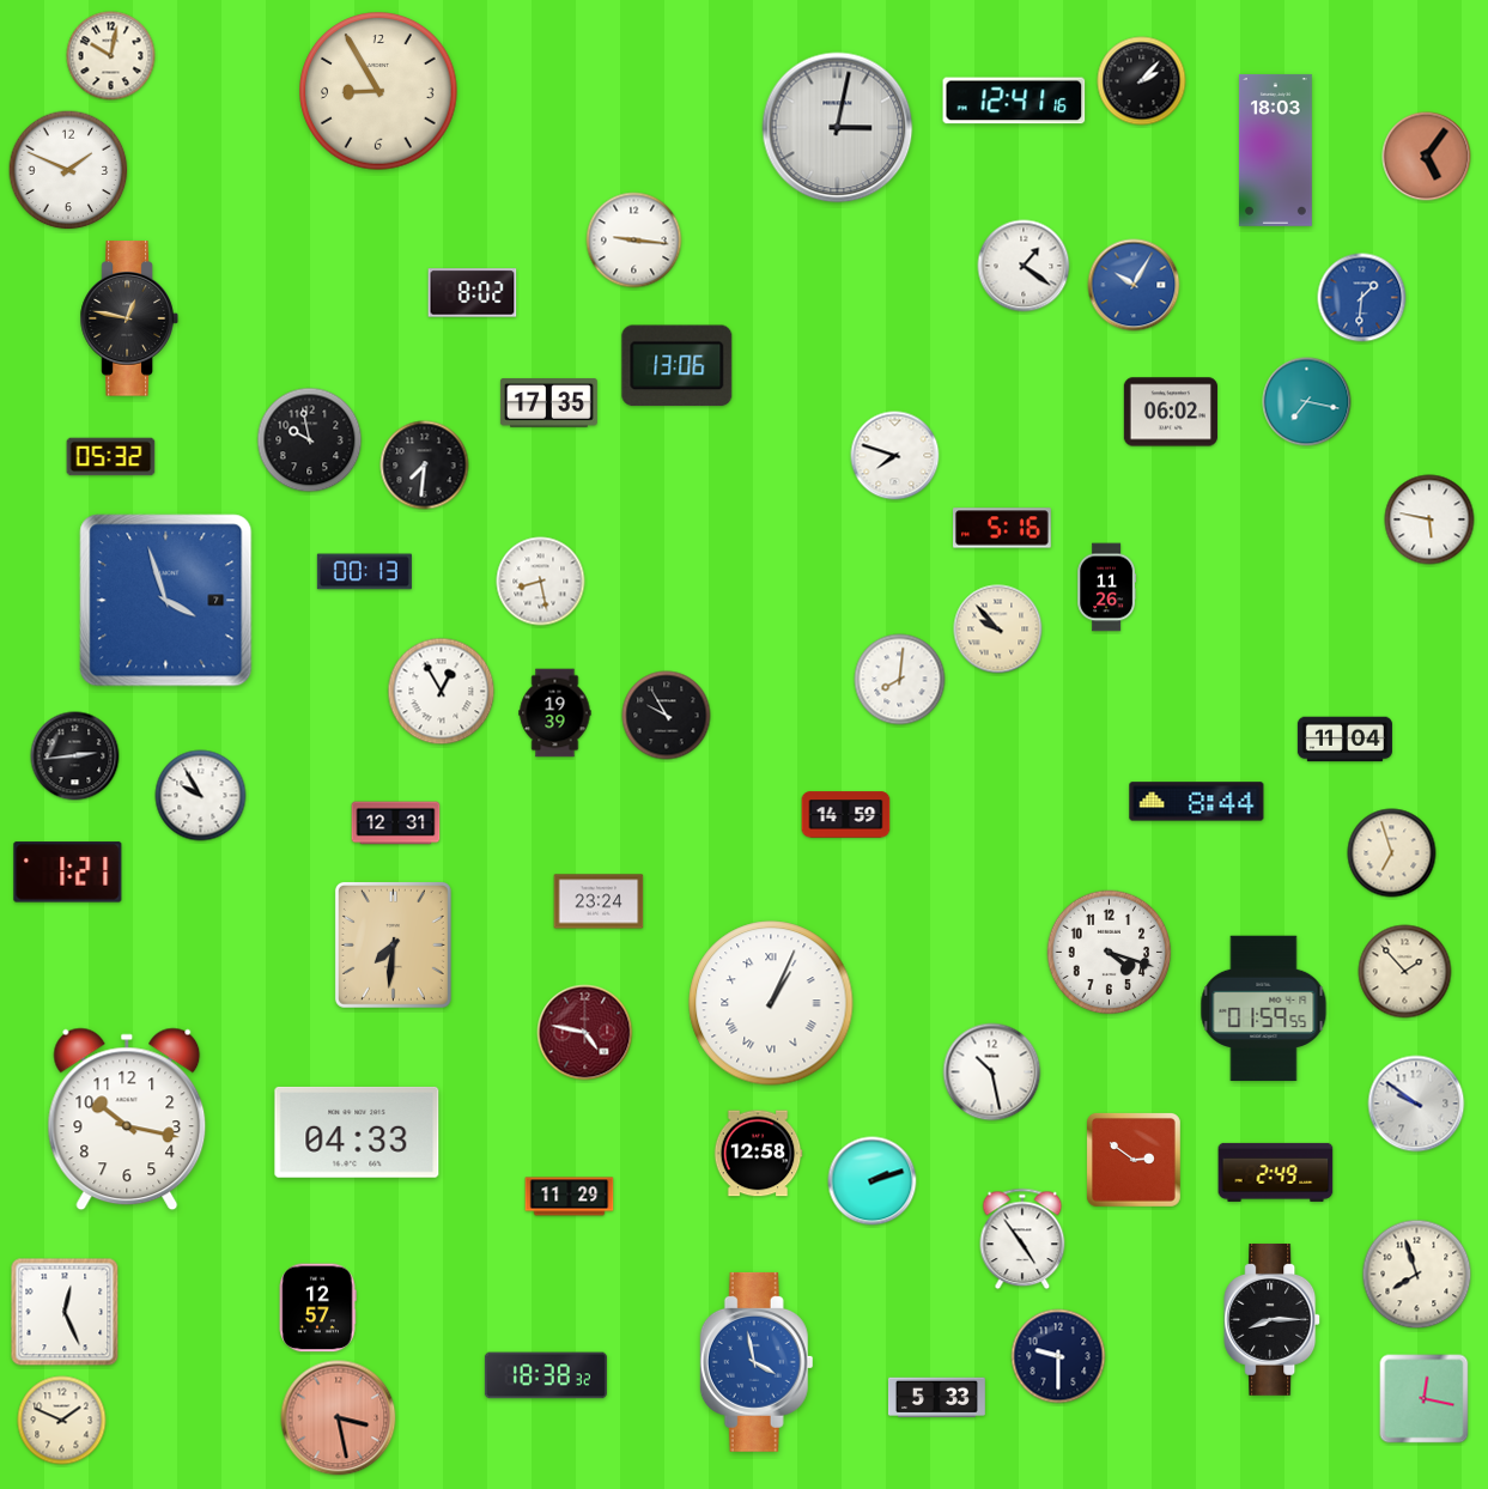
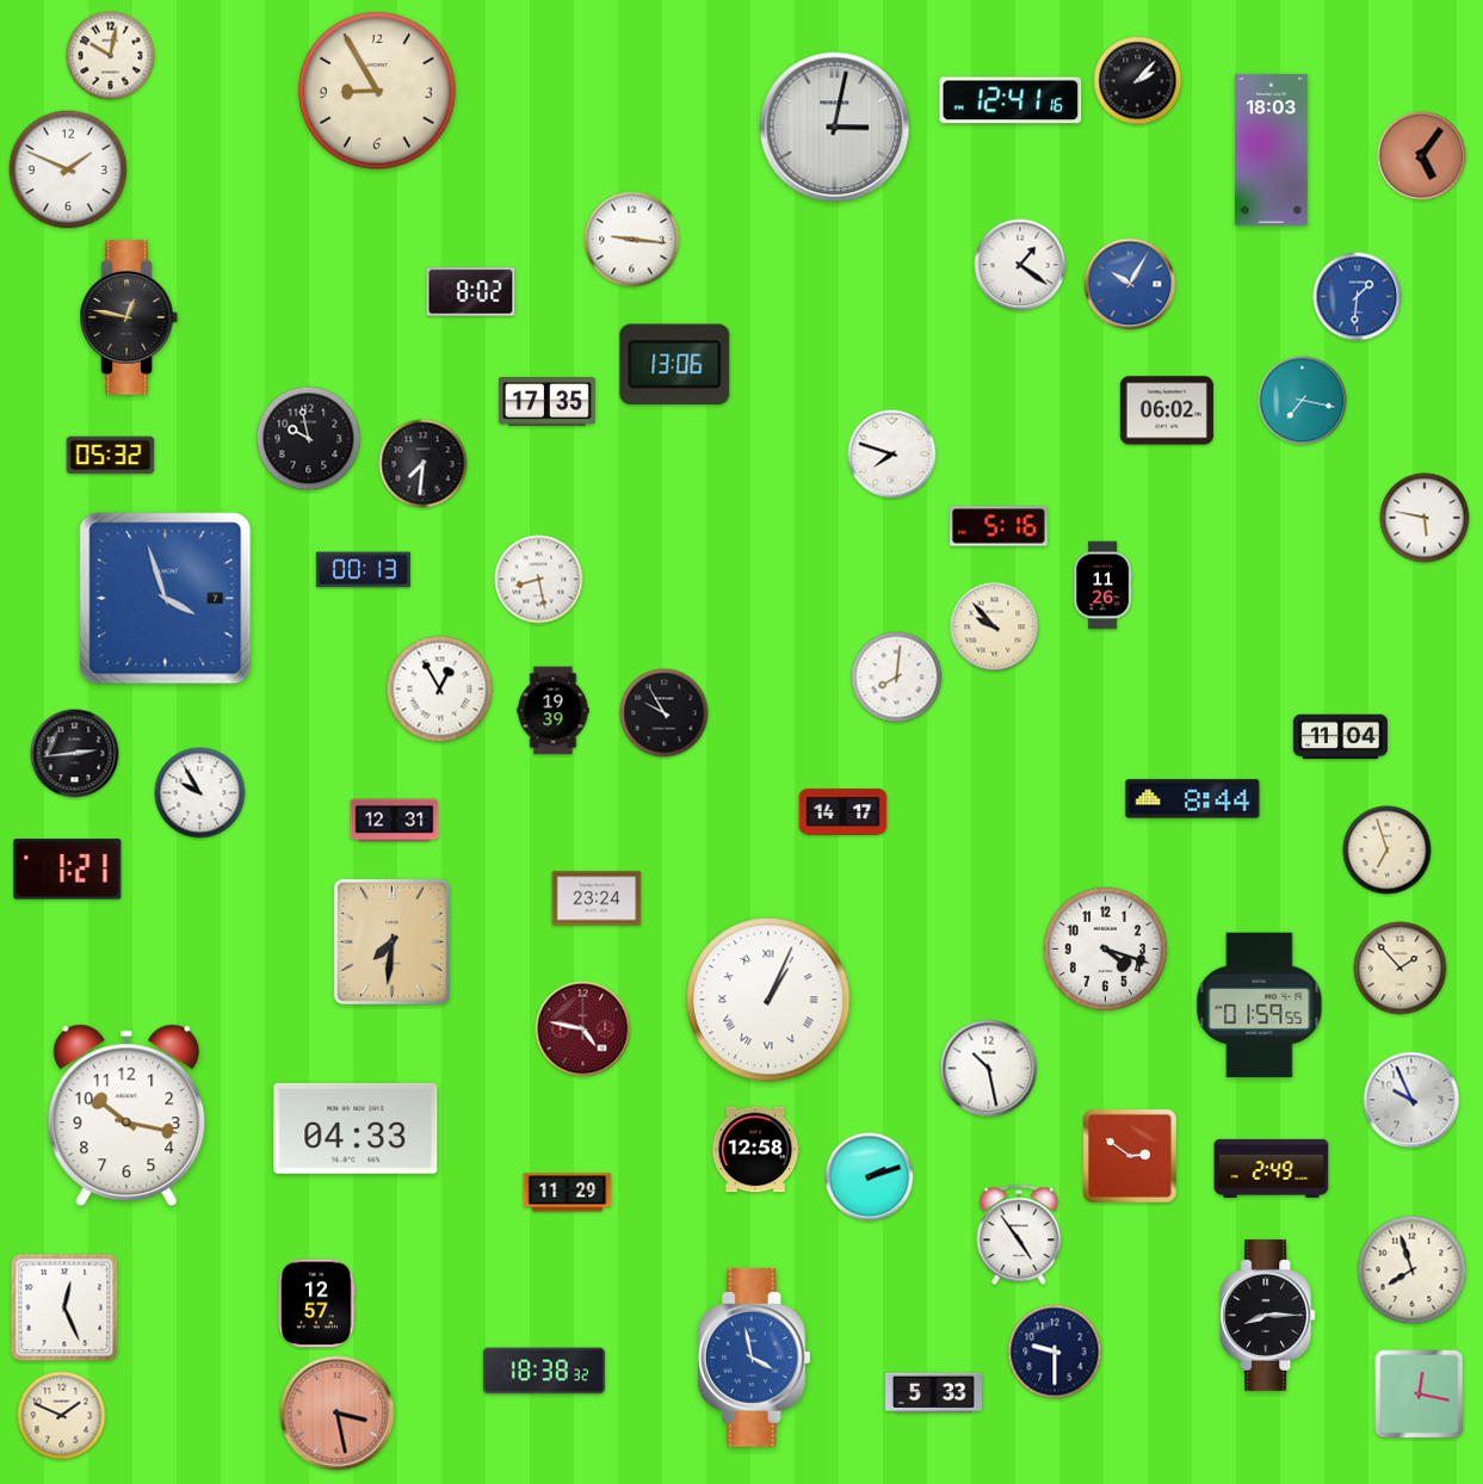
clock at (846, 815): 14:59 -> 14:17
clock at (1416, 1104): 9:51 -> 9:56
